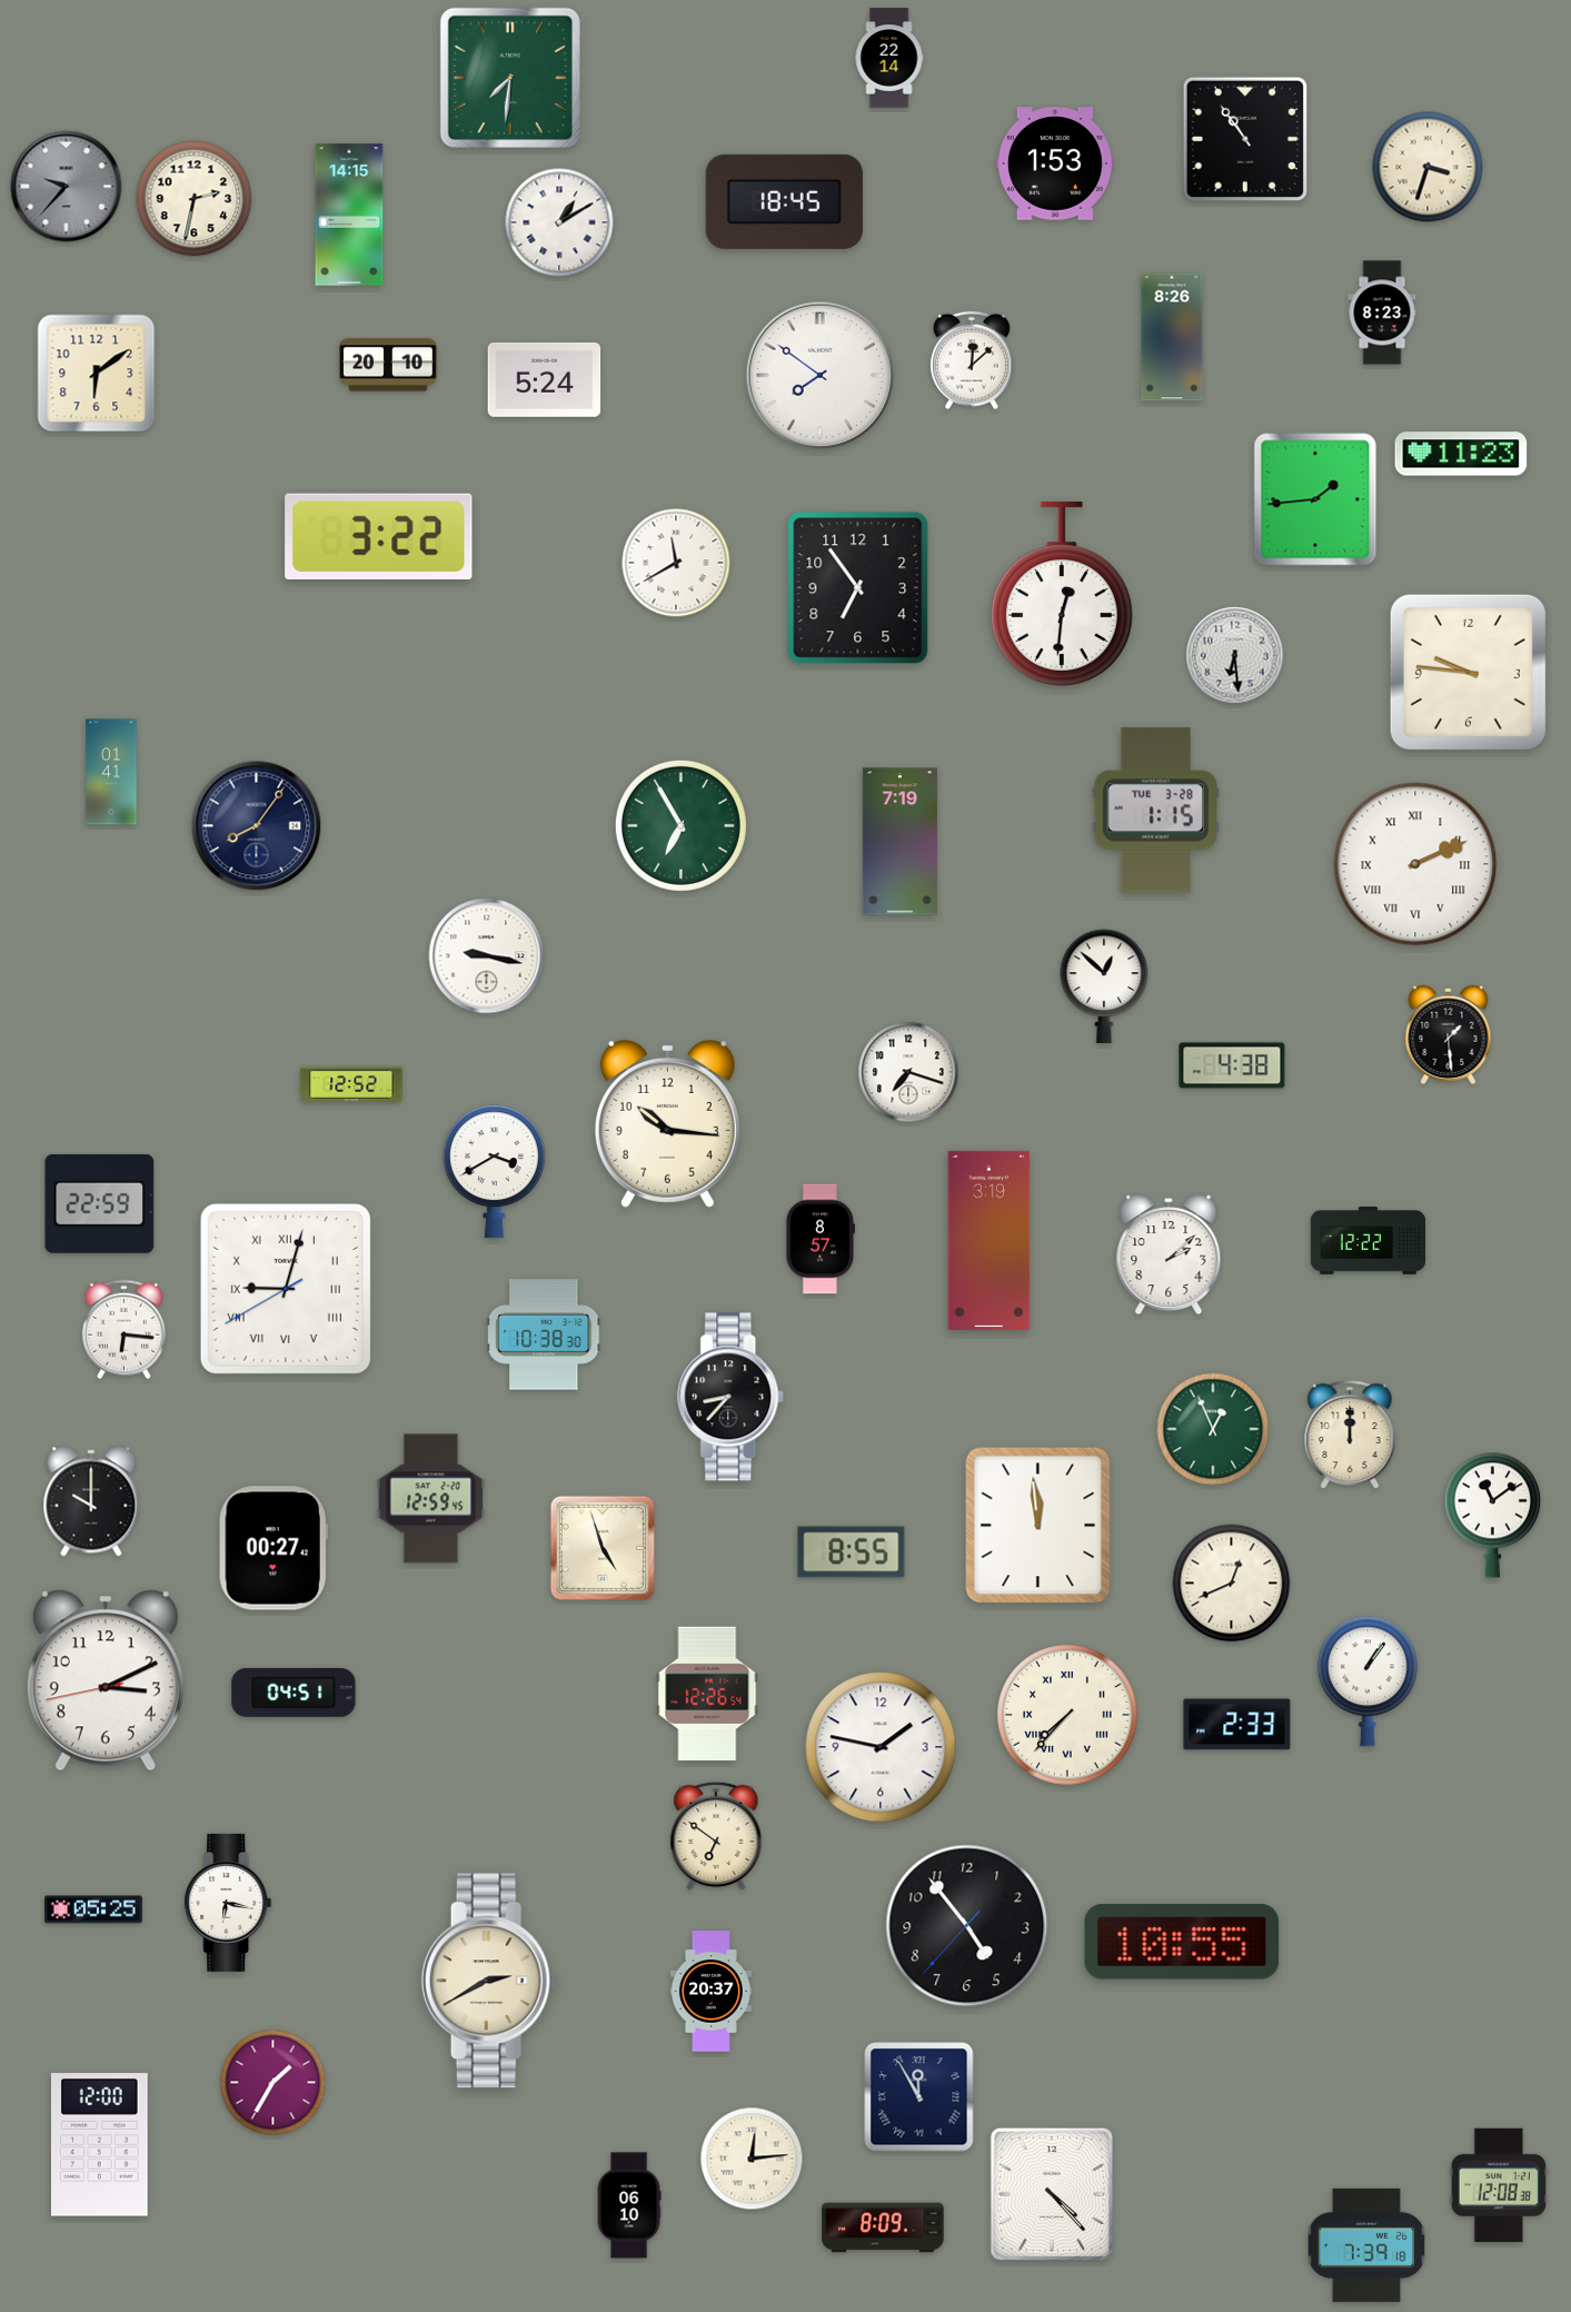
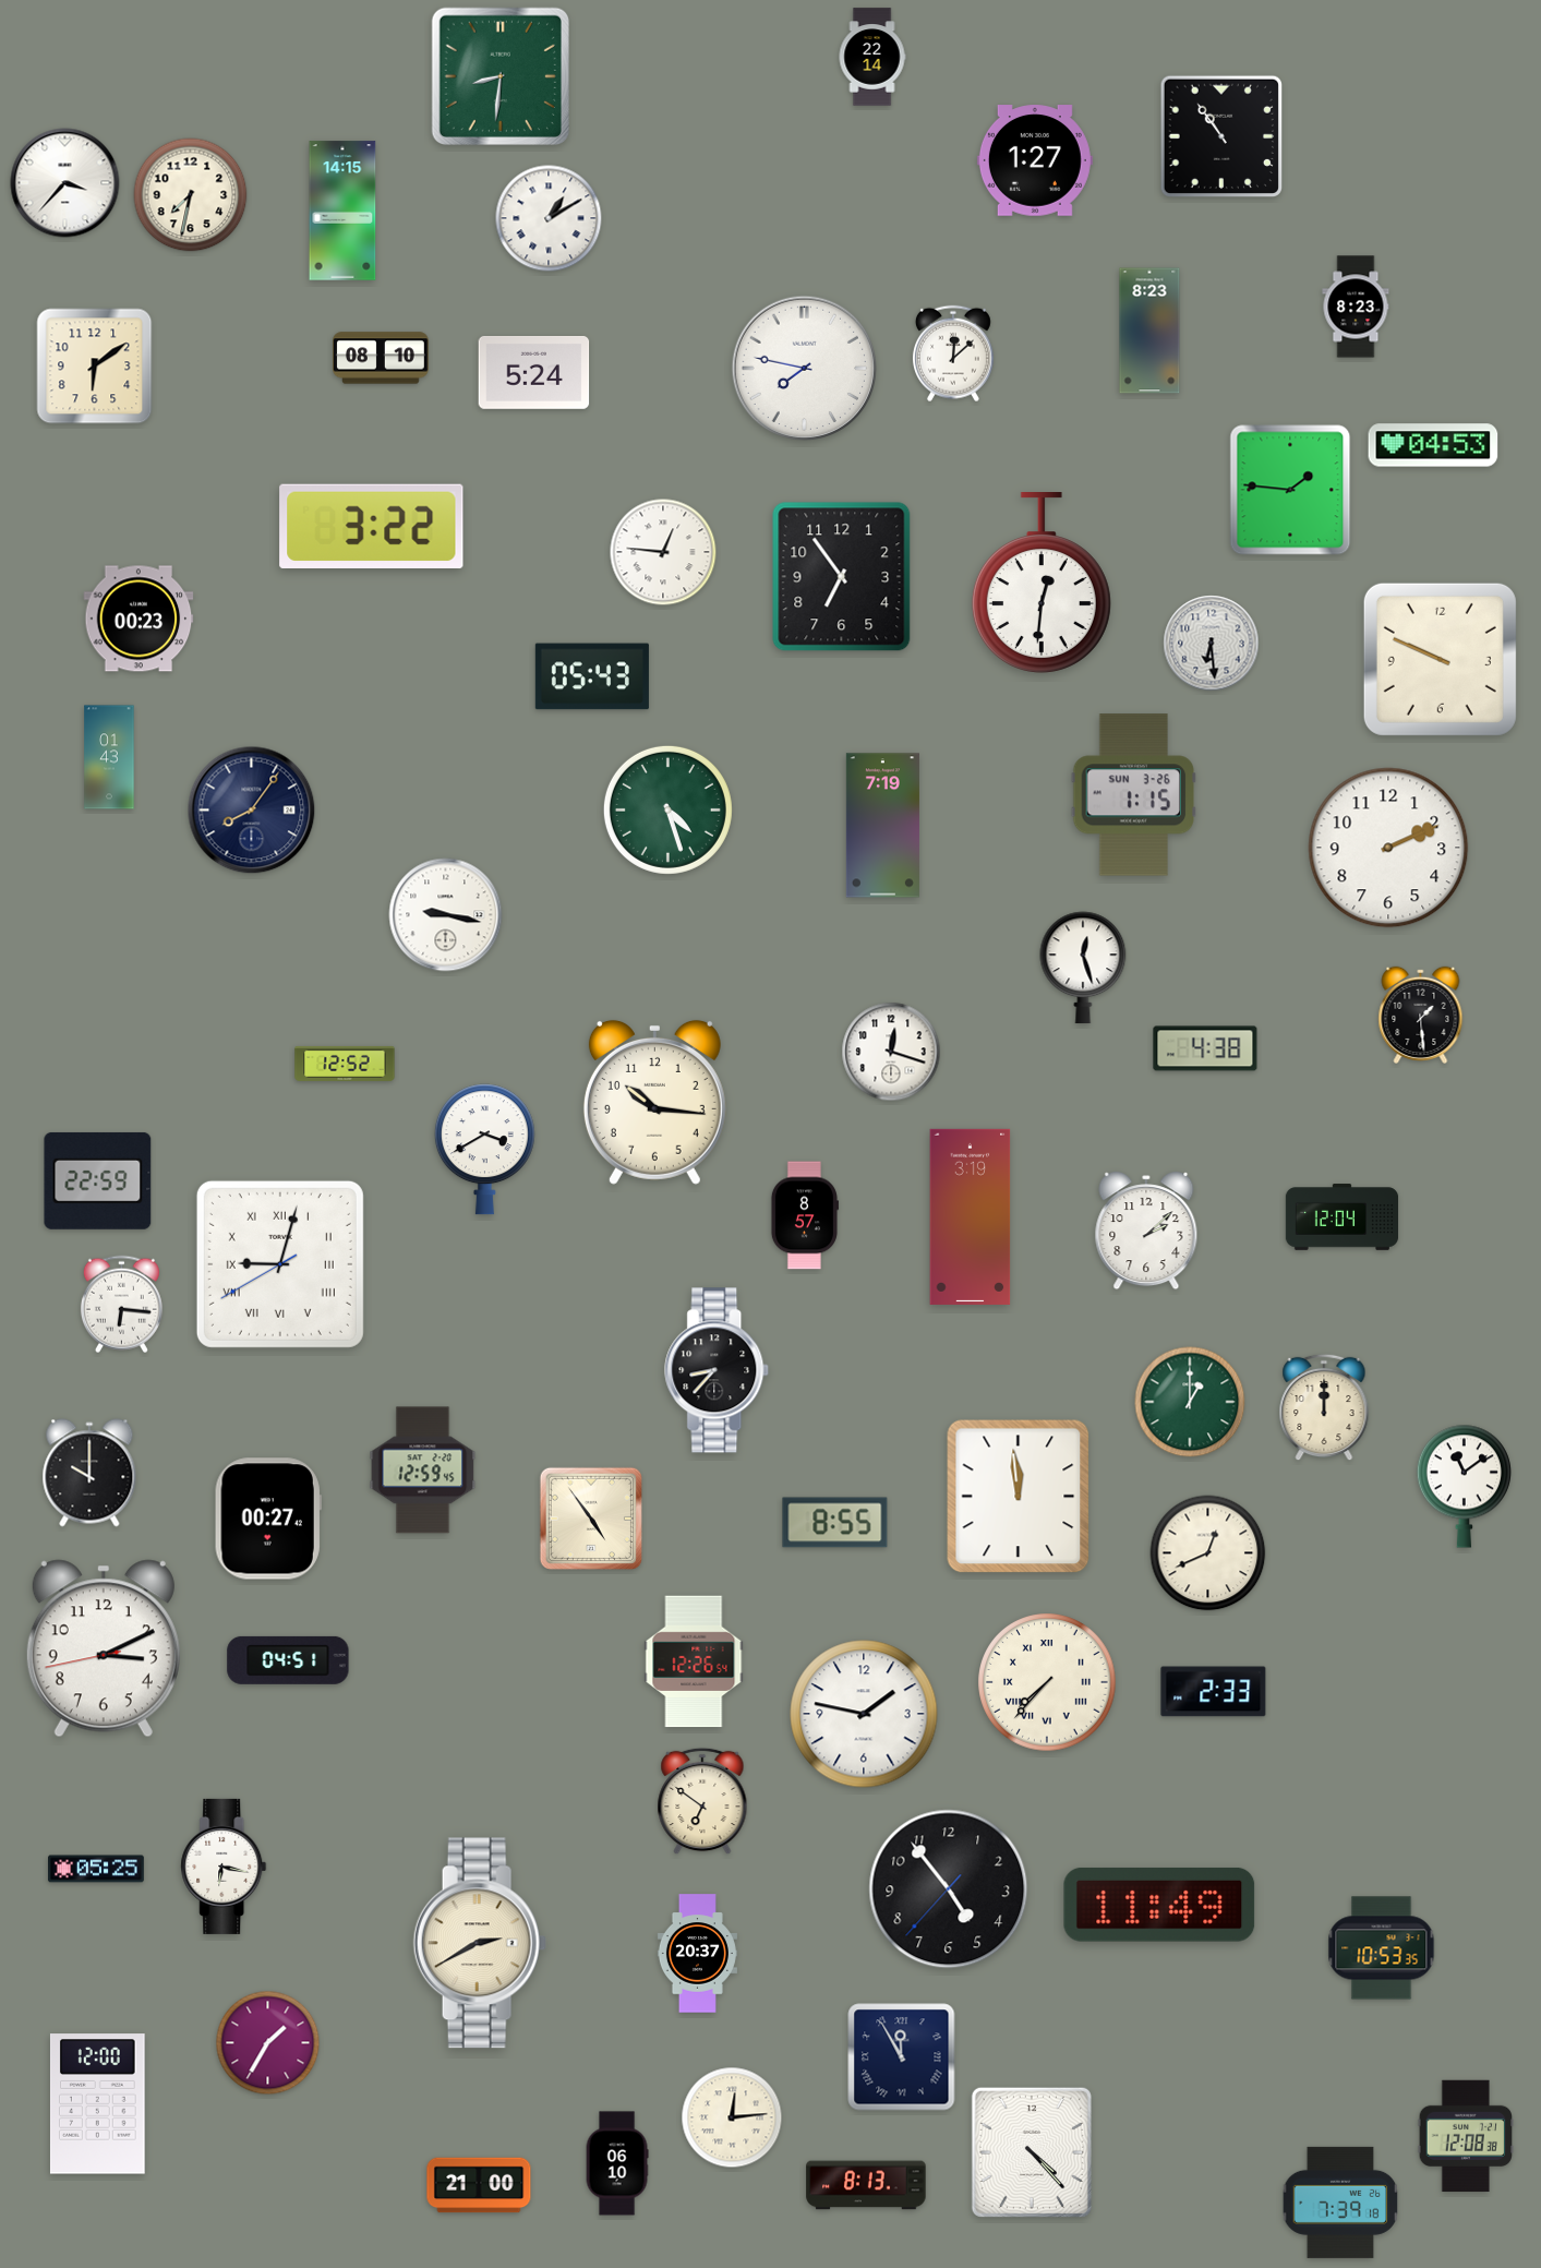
clock at (510, 78): 7:31 -> 8:31
clock at (1055, 163): 1:53 -> 1:27
clock at (1428, 167): 3:33 -> none
clock at (67, 187): 9:37 -> 3:37
clock at (67, 187) dial: grey -> white
clock at (195, 199): 2:32 -> 7:32
clock at (784, 201): 18:45 -> none
clock at (1172, 337): 8:26 -> 8:23
clock at (389, 365): 20:10 -> 08:10
clock at (821, 376): 7:51 -> 7:47
clock at (1461, 454): 11:23 -> 04:53
clock at (1315, 499): 1:44 -> 1:46
clock at (676, 563): 11:40 -> 12:46
clock at (139, 619): none -> 00:23
clock at (1468, 672): 9:46 -> 9:49
clock at (592, 676): none -> 05:43
clock at (111, 772): 01:41 -> 01:43
clock at (1156, 811) date: TUE 3-28 -> SUN 3-26
clock at (680, 825): 6:55 -> 4:27
clock at (1415, 864) numerals: Roman -> Arabic
clock at (487, 956) position: (487, 956) -> (446, 915)
clock at (1104, 986): 12:52 -> 12:27
clock at (1232, 1065) position: (1232, 1065) -> (1205, 1048)
clock at (908, 1072): 7:18 -> 12:18
clock at (1369, 1241): 12:22 -> 12:04
clock at (544, 1334): 10:38 -> none
clock at (1213, 1429): 12:56 -> 1:00
clock at (603, 1548): 4:57 -> 4:54
clock at (1368, 1681): 1:06 -> none
clock at (93, 1909) position: (93, 1909) -> (96, 1869)
clock at (1182, 1942): 10:55 -> 11:49
clock at (1382, 1948): none -> 10:53
clock at (752, 2159) position: (752, 2159) -> (732, 2117)
clock at (1499, 2185) position: (1499, 2185) -> (1466, 2136)
clock at (479, 2185): none -> 21:00
clock at (883, 2227): 8:09 -> 8:13
